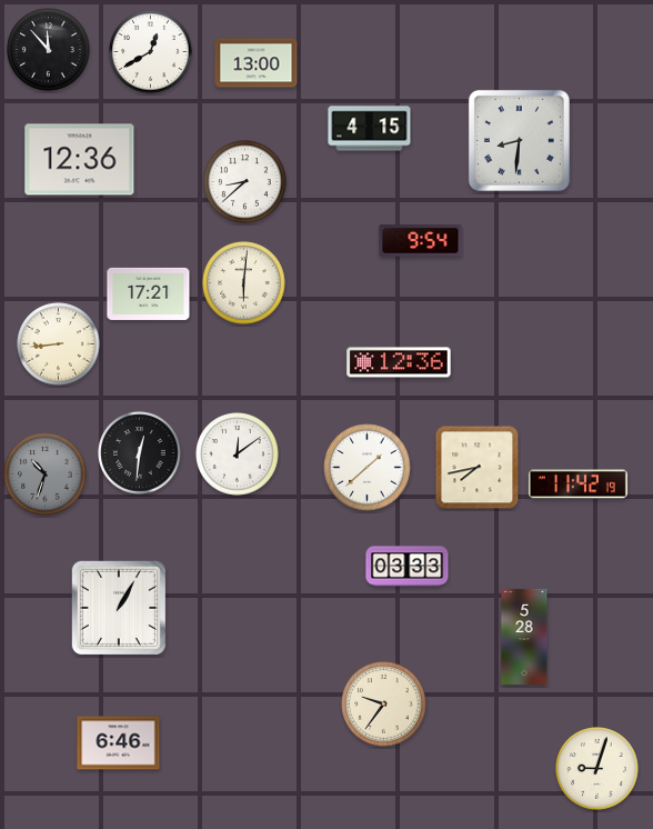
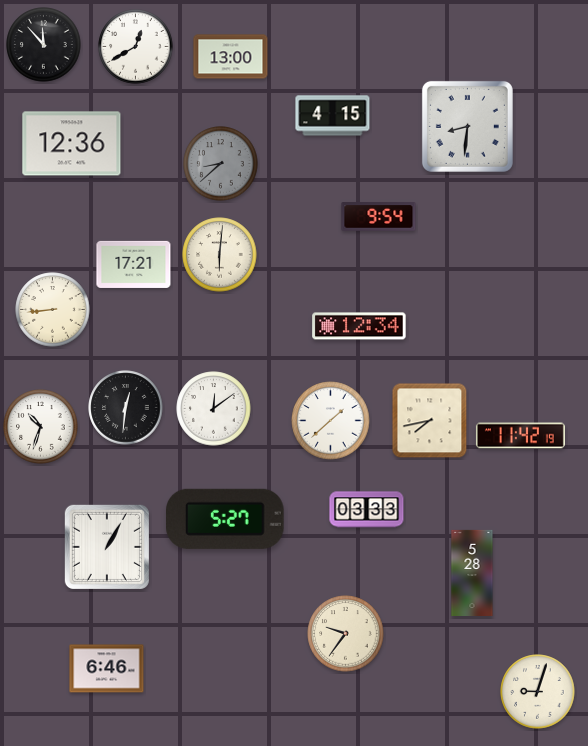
clock at (245, 182) dial: white -> grey
clock at (399, 362): 12:36 -> 12:34
clock at (46, 475) dial: grey -> white
clock at (226, 519): none -> 5:27
